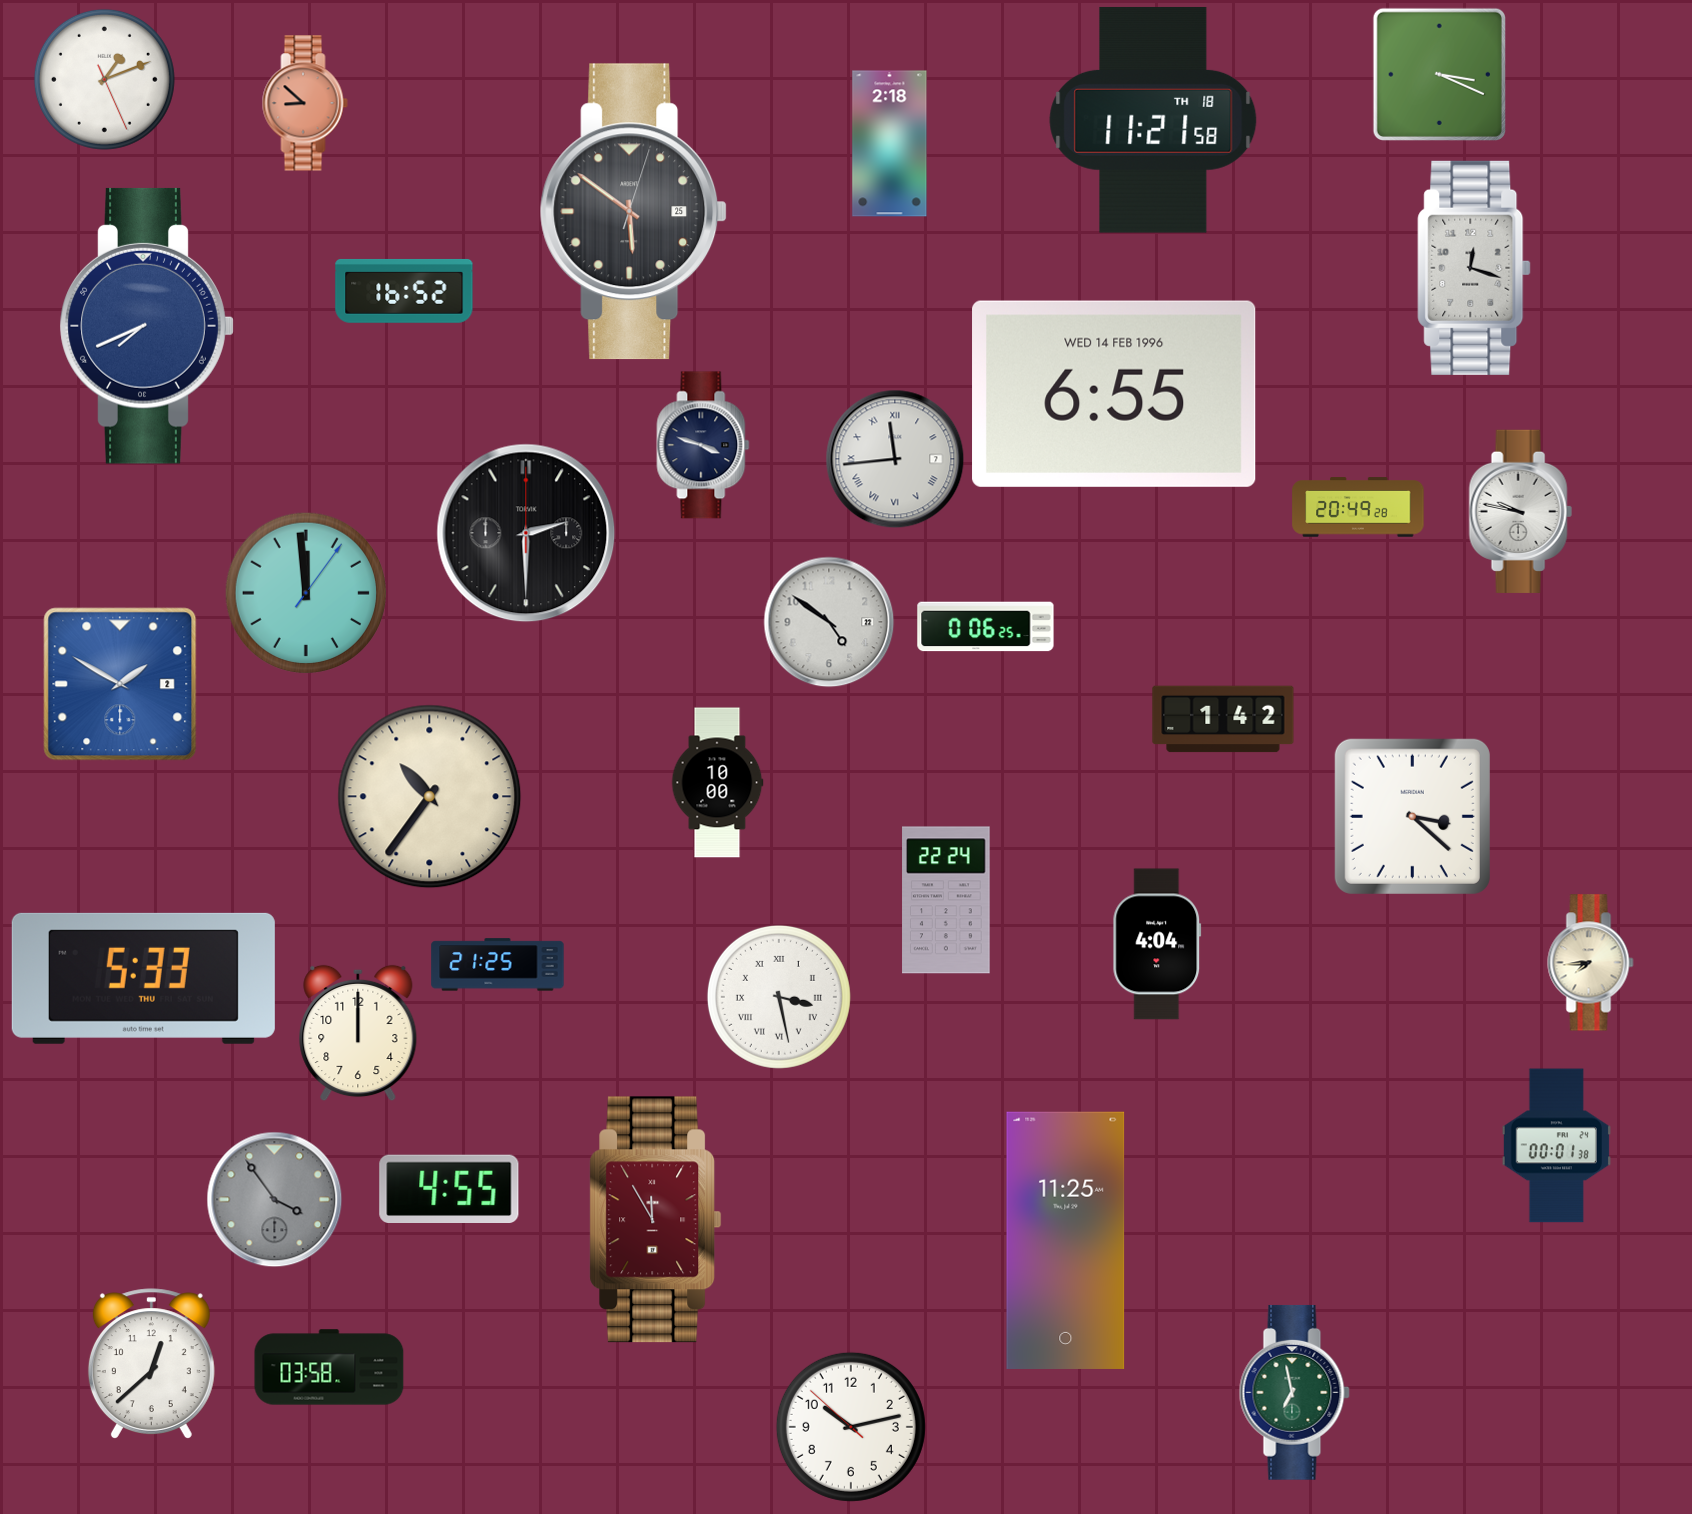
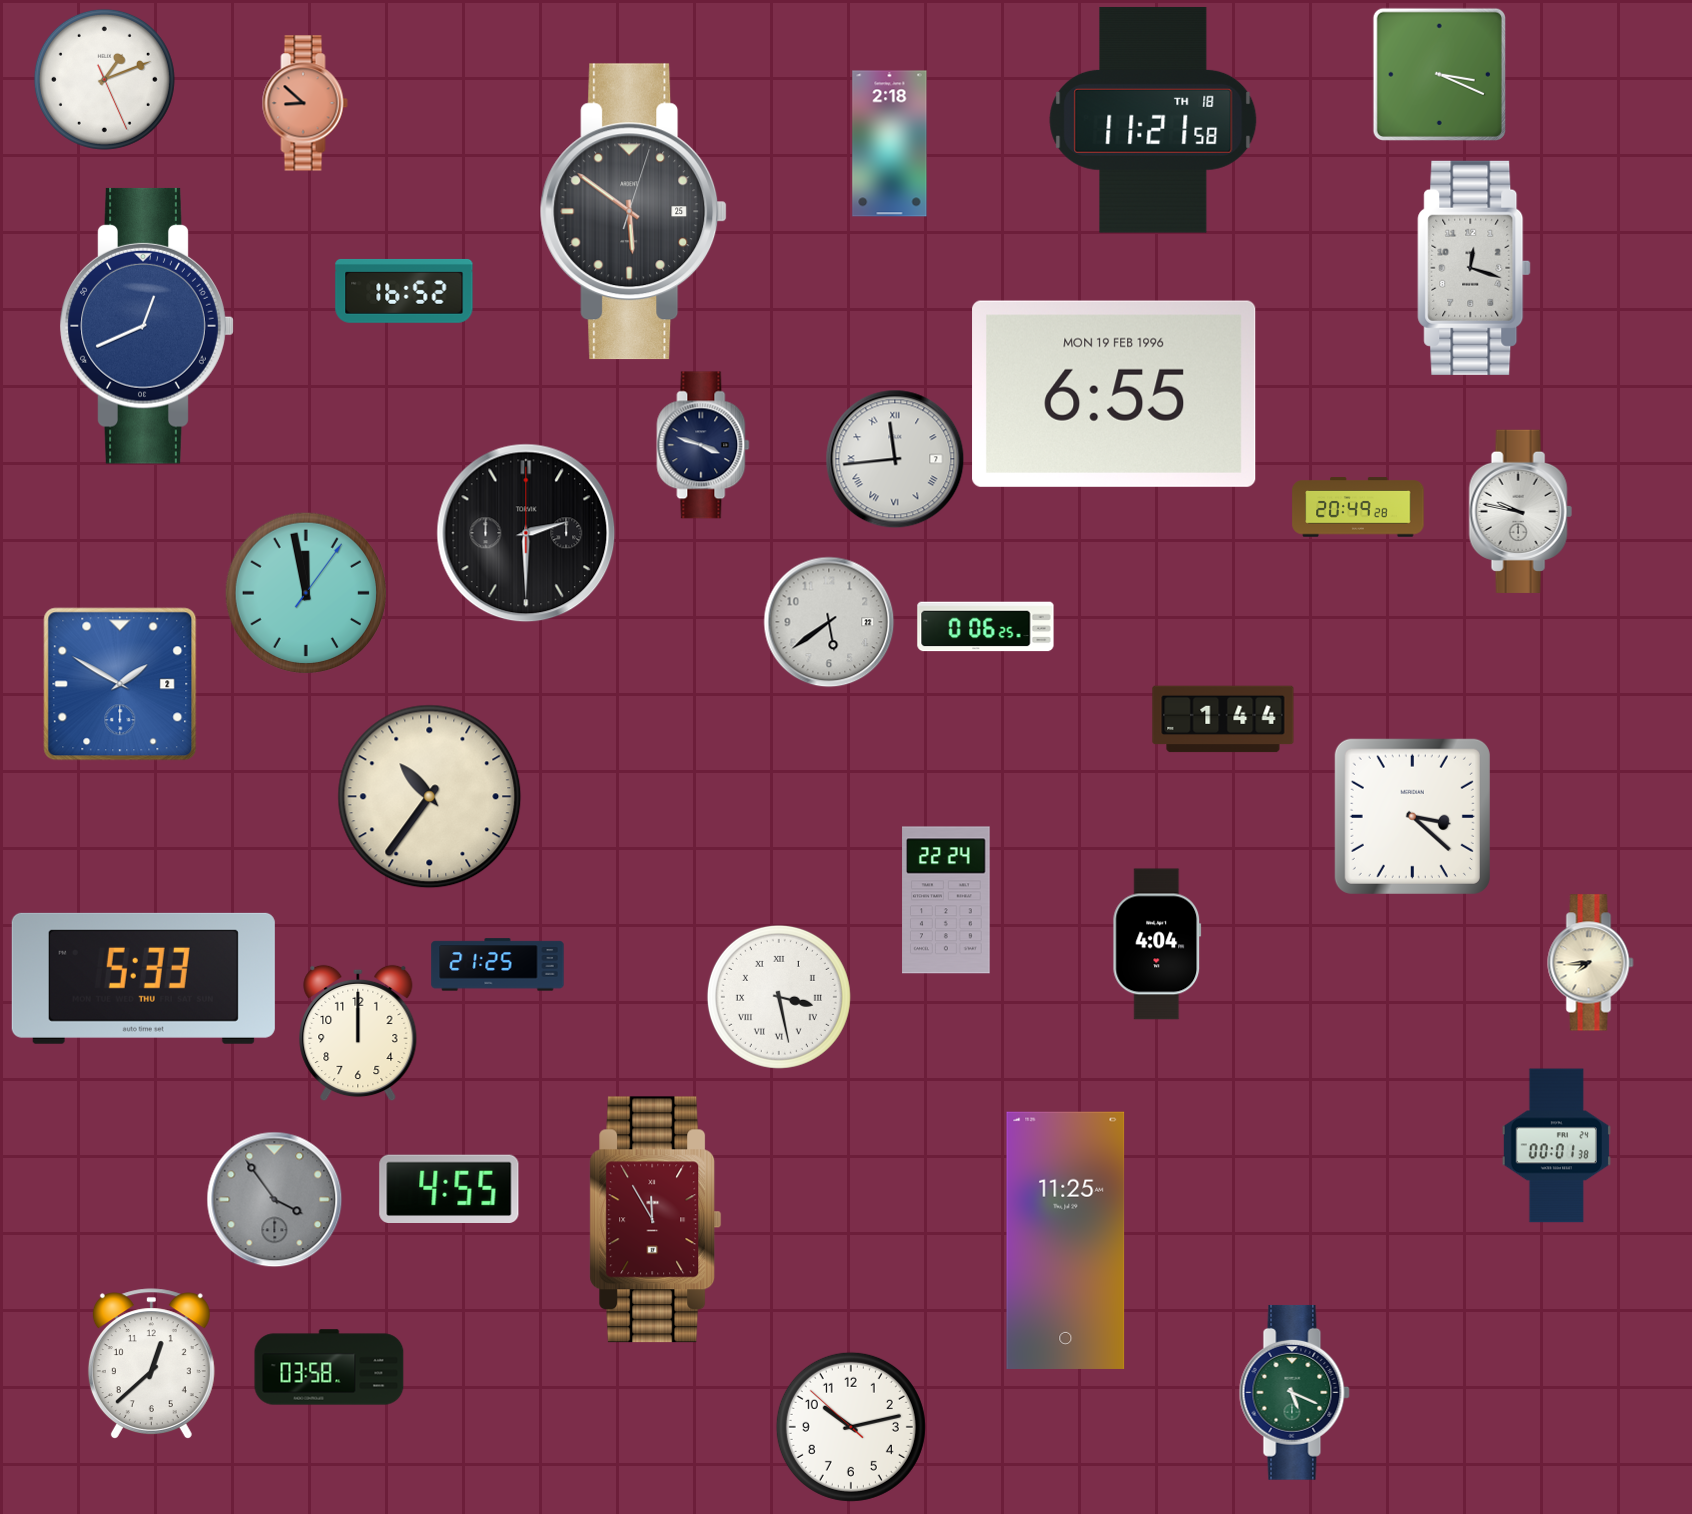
clock at (147, 326): 7:41 -> 12:41
clock at (1114, 394) date: WED 14 FEB 1996 -> MON 19 FEB 1996
clock at (305, 592): 11:59 -> 11:58
clock at (829, 622): 4:51 -> 5:39
clock at (1223, 719): 1:42 -> 1:44
clock at (717, 783): 10:00 -> none
clock at (1294, 1392): 6:58 -> 5:19
